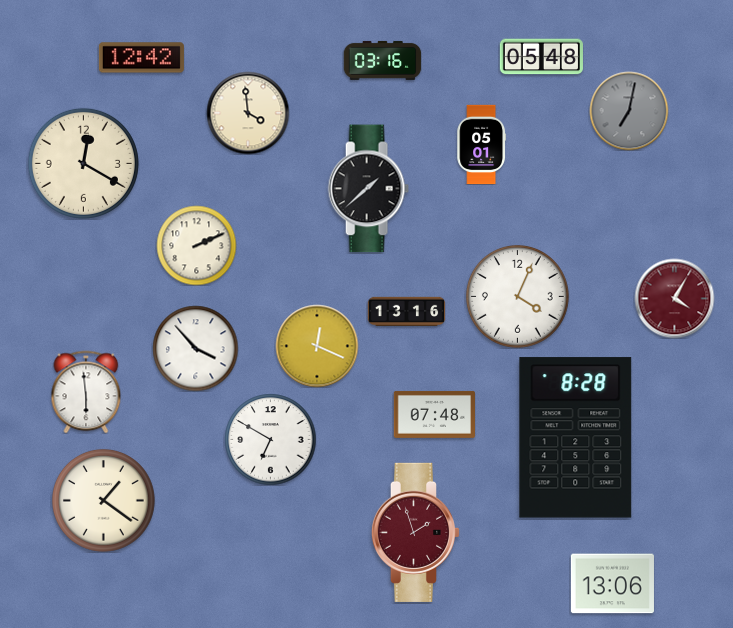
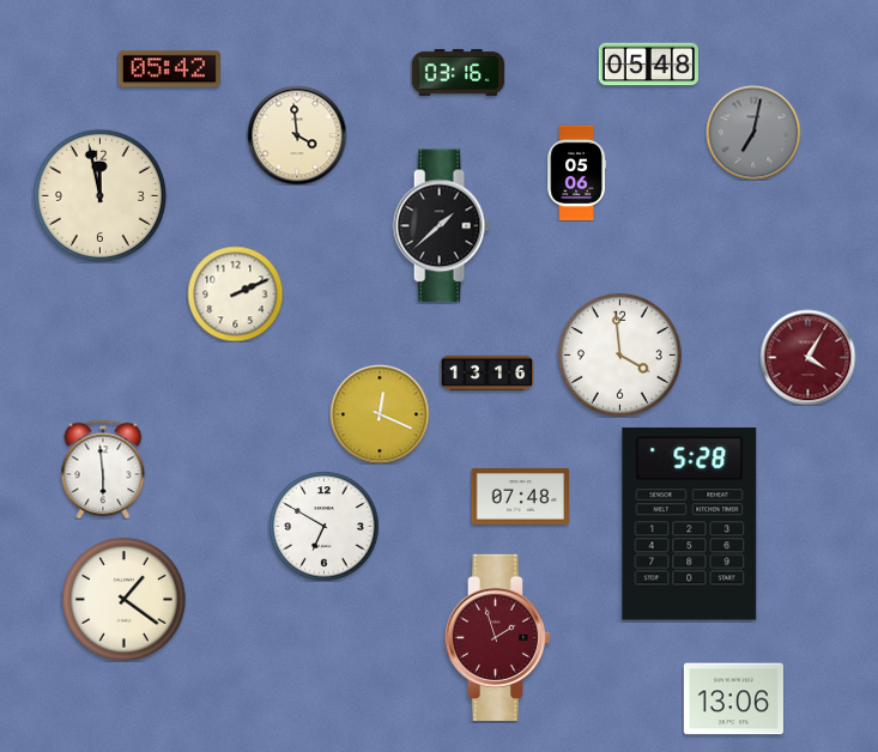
clock at (541, 57) position: (541, 57) -> (648, 65)
clock at (141, 58): 12:42 -> 05:42
clock at (482, 144): 05:01 -> 05:06
clock at (83, 163): 12:20 -> 11:58
clock at (517, 296): 4:04 -> 3:59
clock at (195, 348): 3:53 -> none
clock at (576, 438): 8:28 -> 5:28
